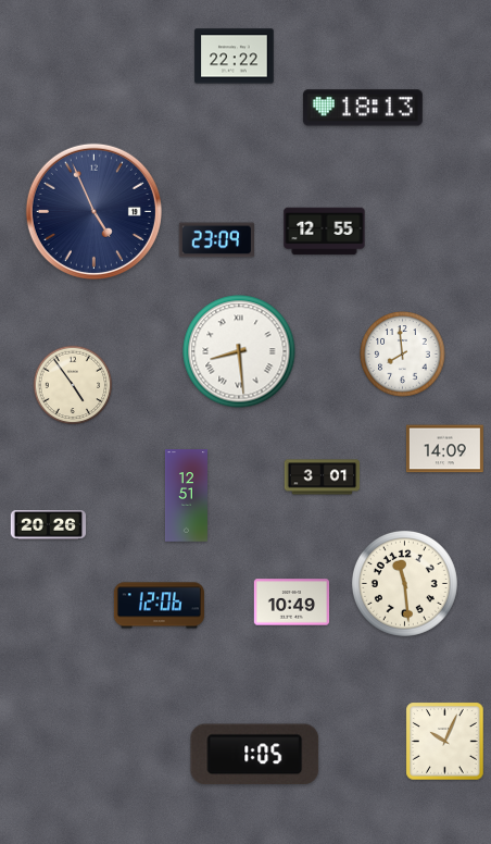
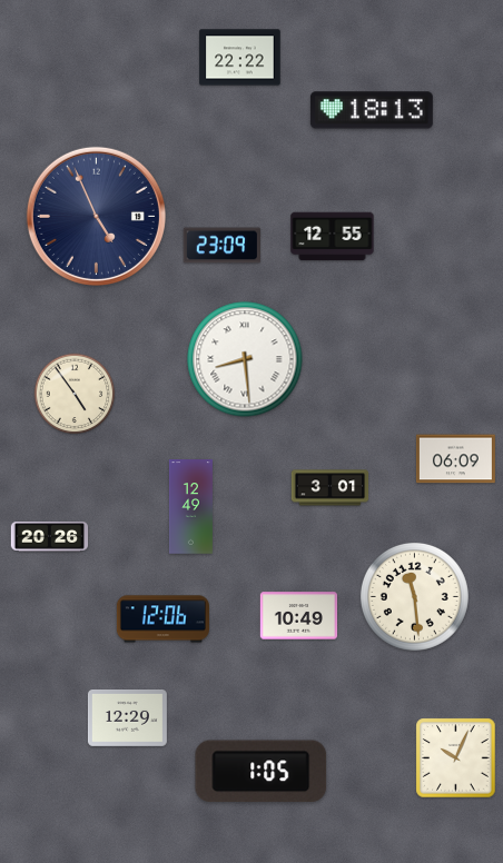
clock at (403, 355): 7:59 -> none
clock at (444, 449): 14:09 -> 06:09
clock at (186, 496): 12:51 -> 12:49
clock at (127, 718): none -> 12:29
